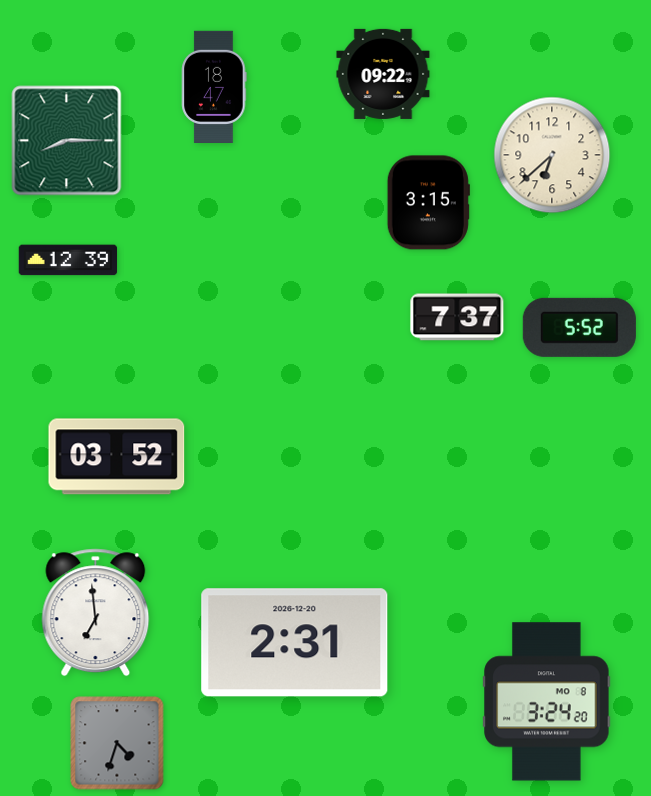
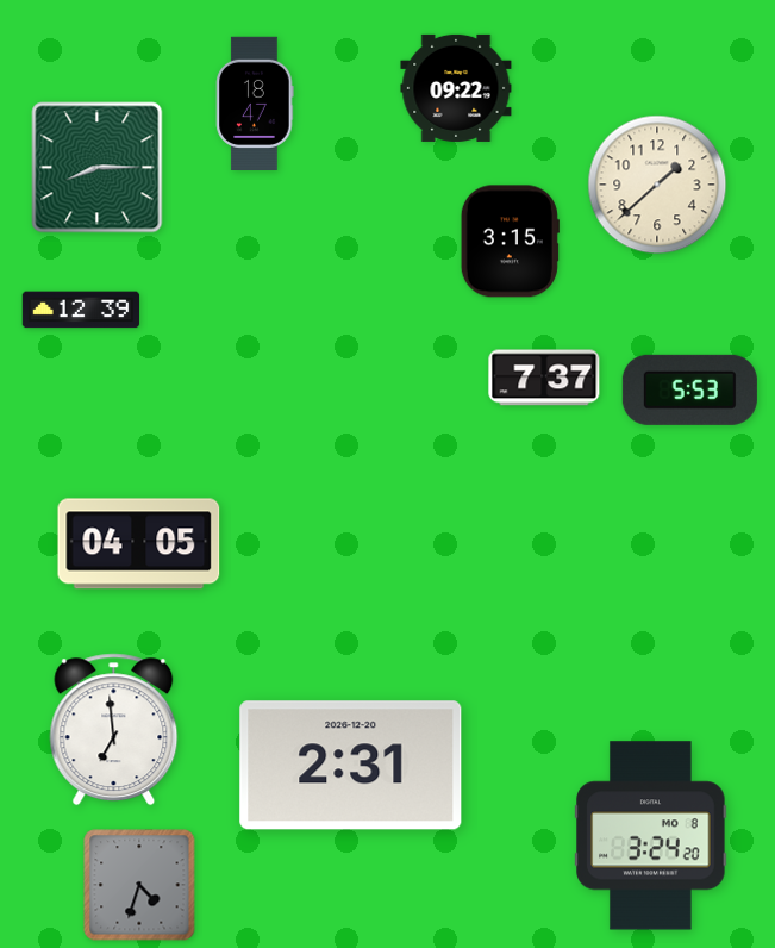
clock at (67, 141) position: (67, 141) -> (98, 168)
clock at (552, 155): 6:38 -> 1:38
clock at (579, 327): 5:52 -> 5:53
clock at (117, 457): 03:52 -> 04:05
